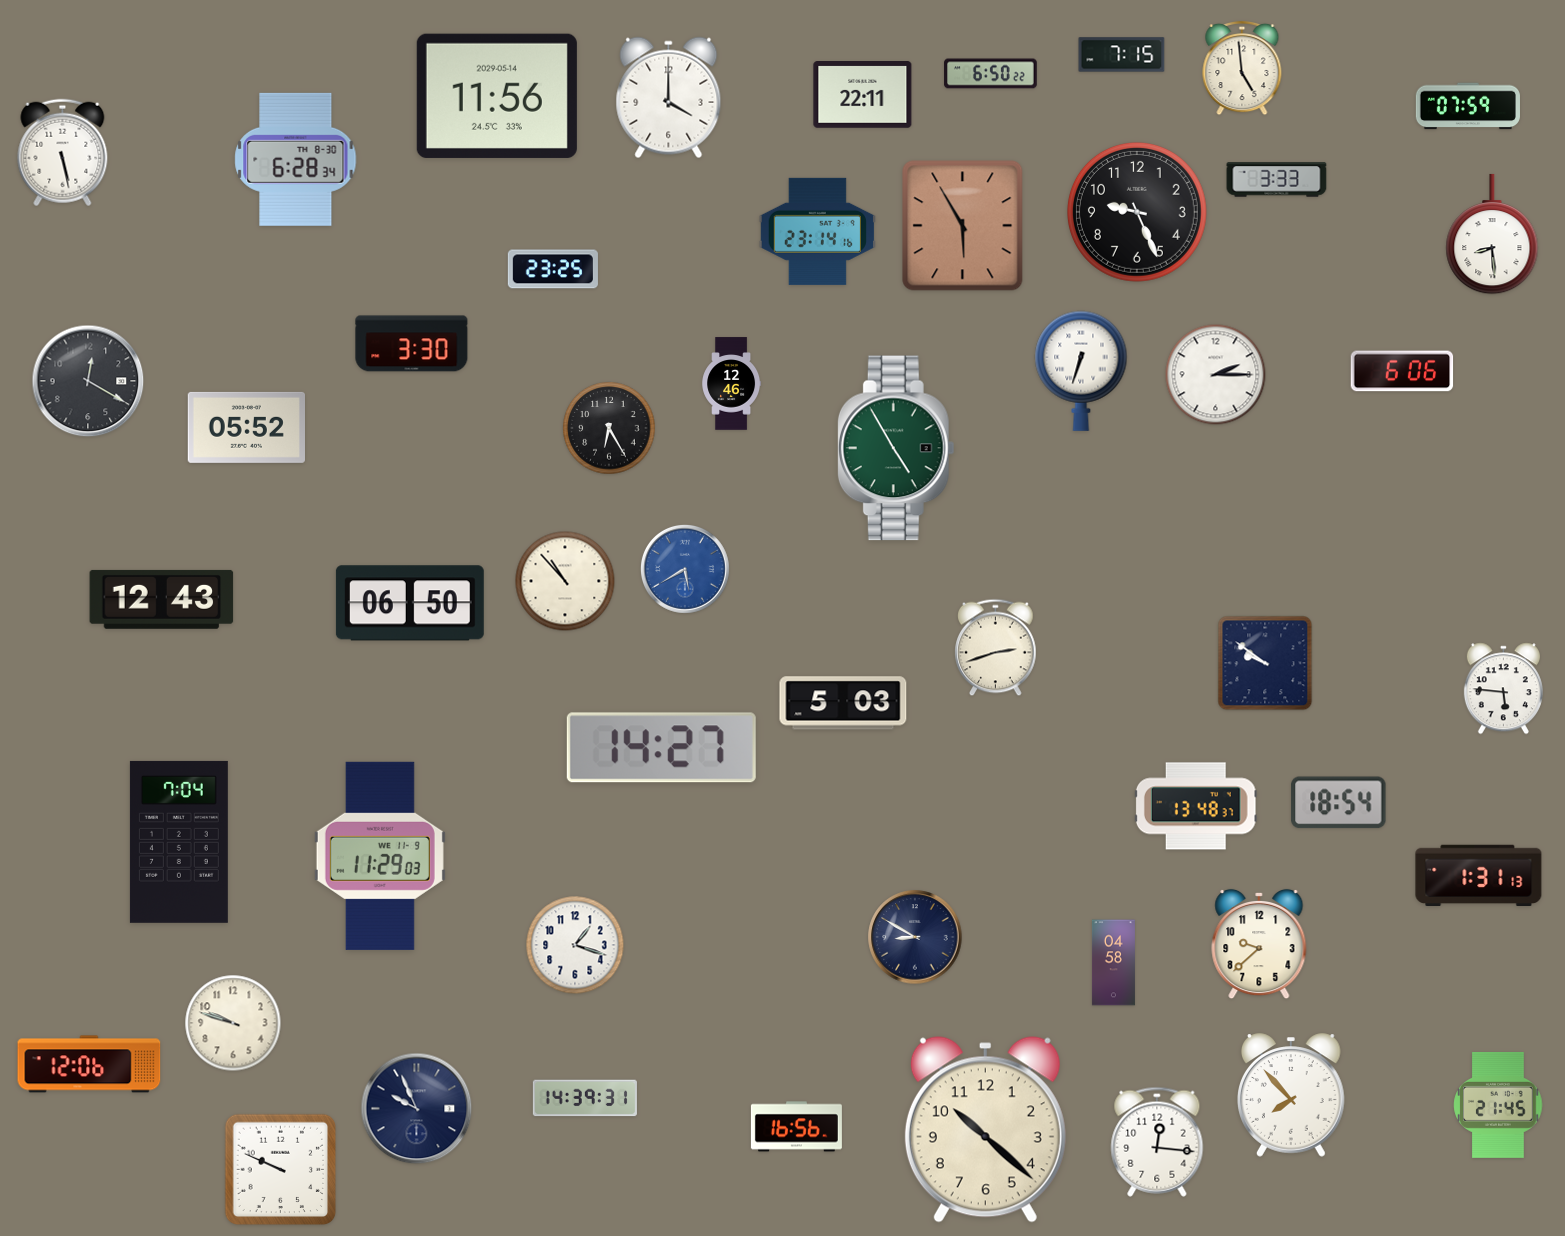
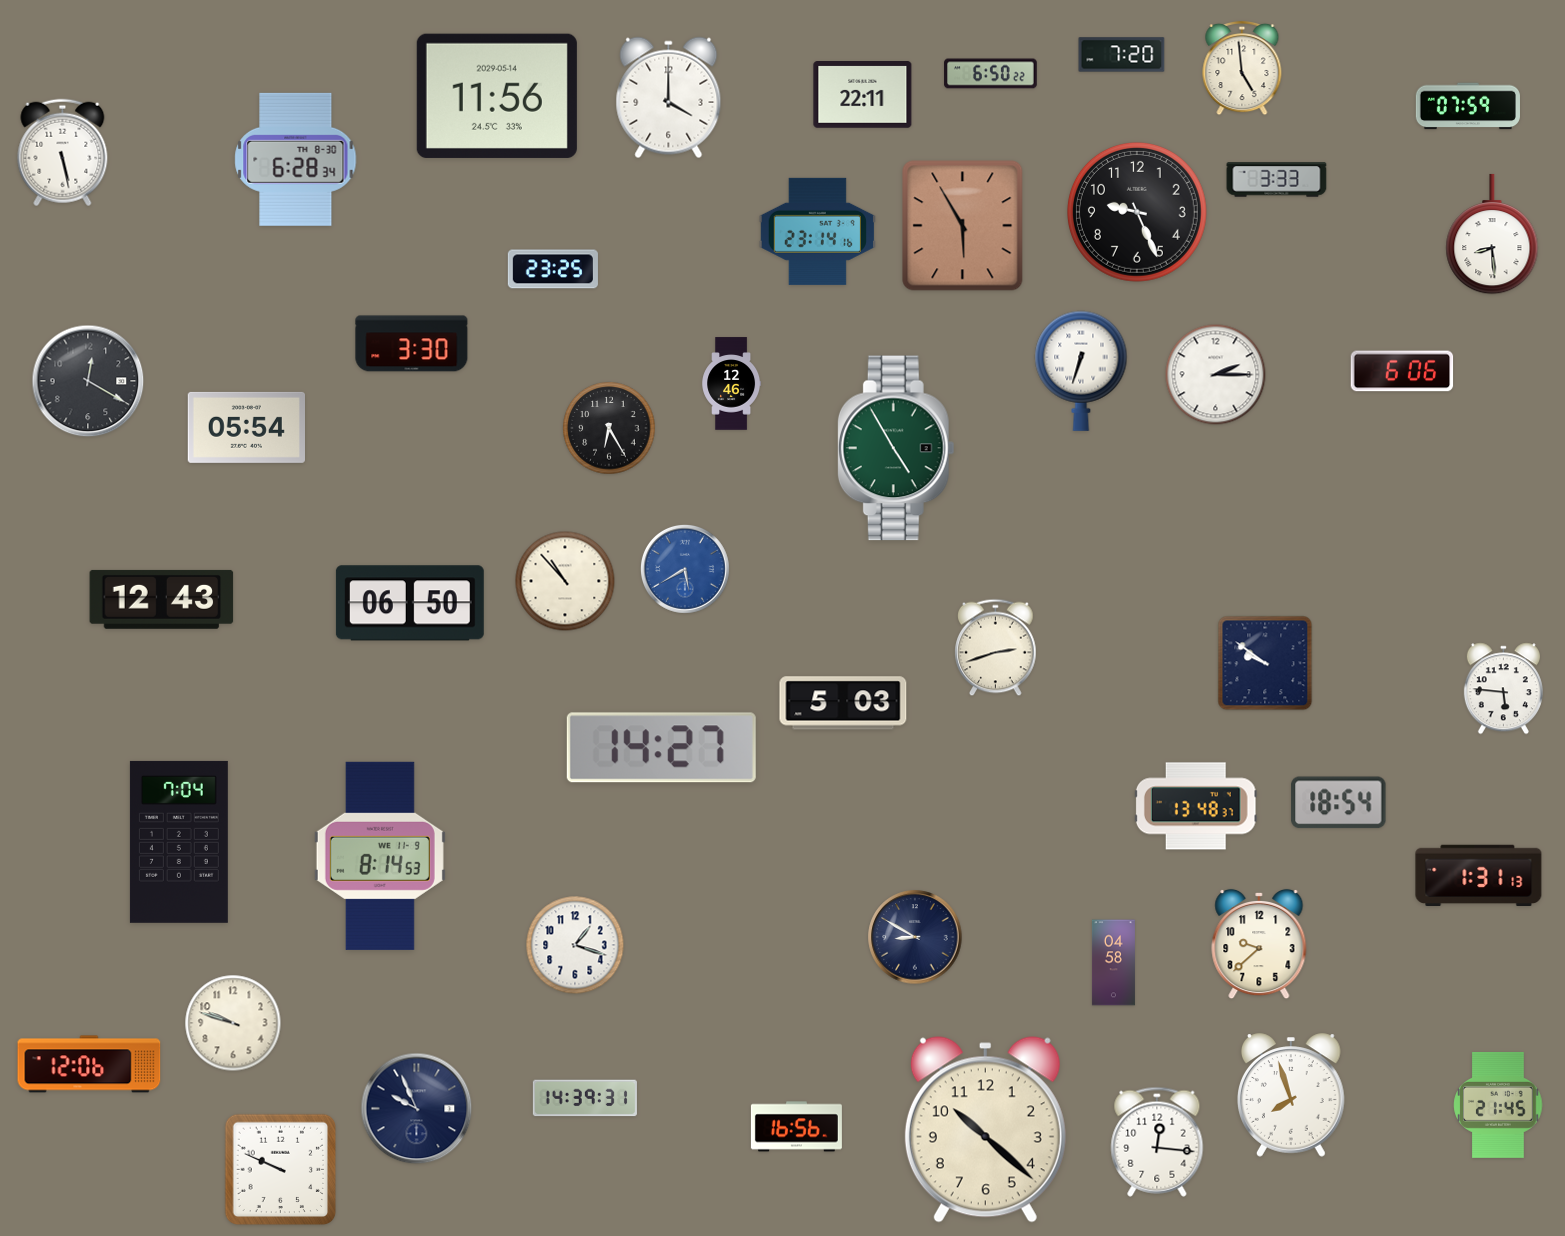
clock at (1122, 55): 7:15 -> 7:20
clock at (246, 427): 05:52 -> 05:54
clock at (380, 856): 11:29 -> 8:14
clock at (1292, 1095): 7:53 -> 7:57
